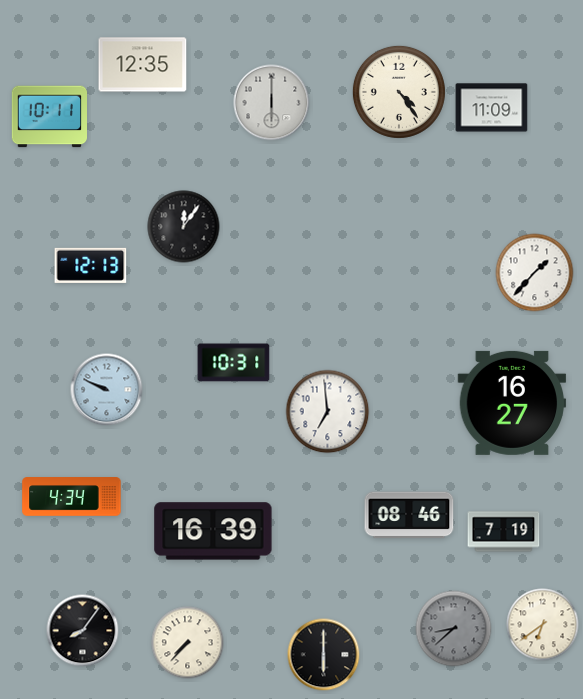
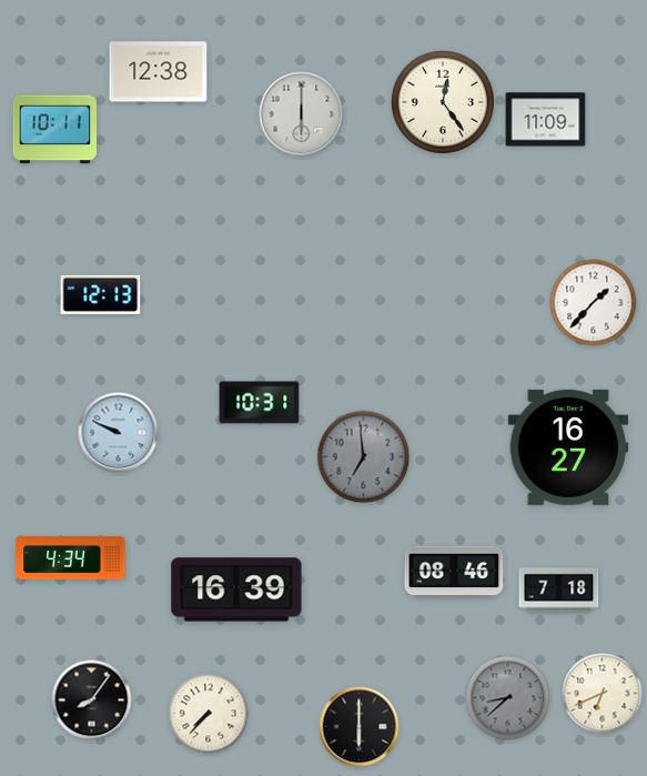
clock at (143, 65): 12:35 -> 12:38
clock at (399, 92): 4:24 -> 12:24
clock at (184, 227): 12:06 -> none
clock at (328, 412) dial: white -> grey
clock at (72, 497) position: (72, 497) -> (71, 558)
clock at (504, 532): 7:19 -> 7:18
clock at (543, 625): 6:39 -> 6:41
clock at (454, 629) position: (454, 629) -> (508, 698)
